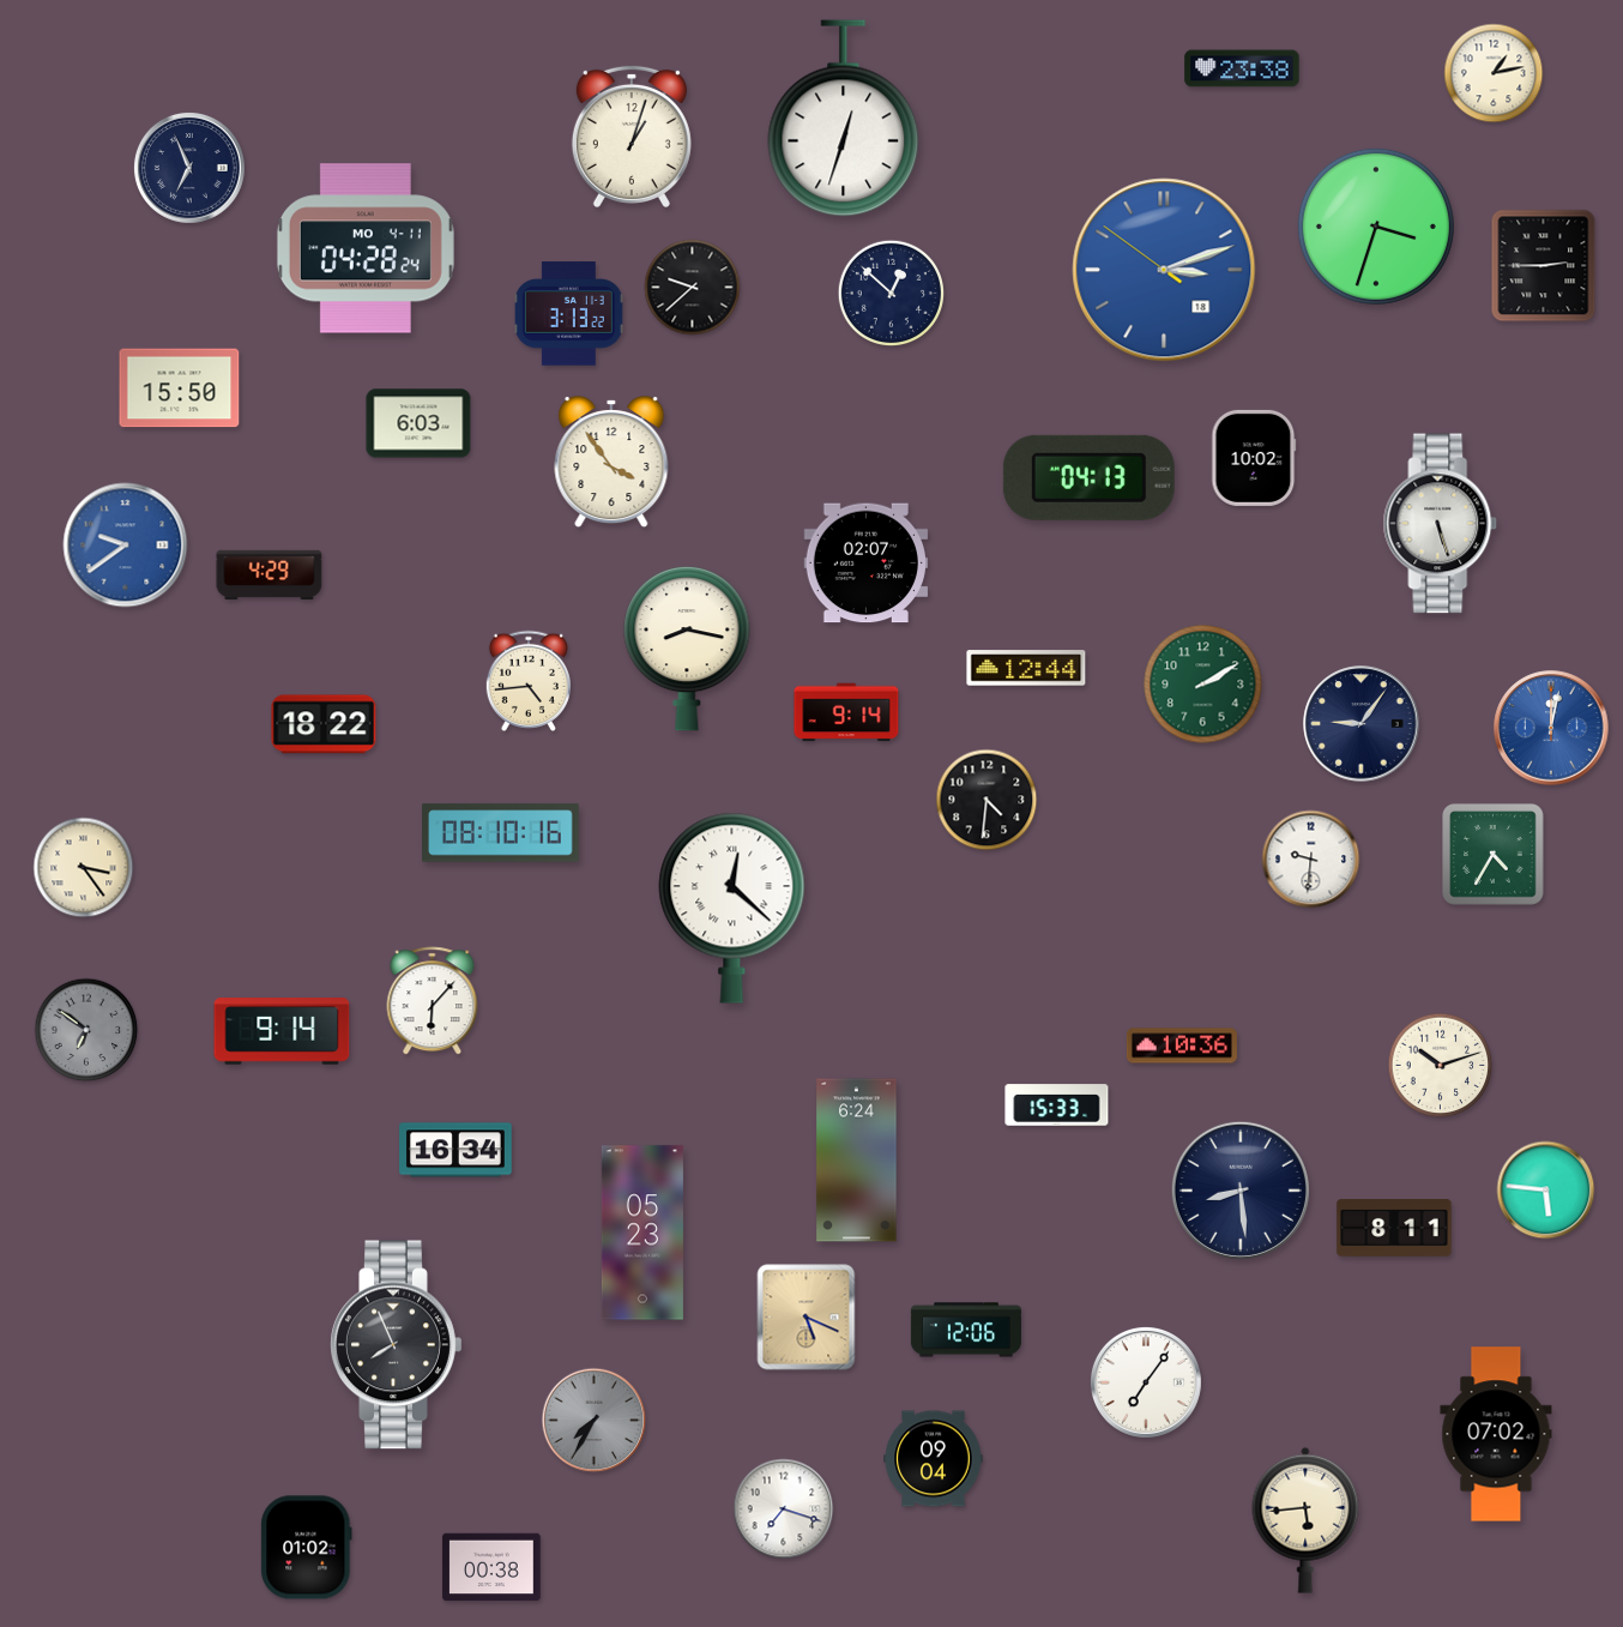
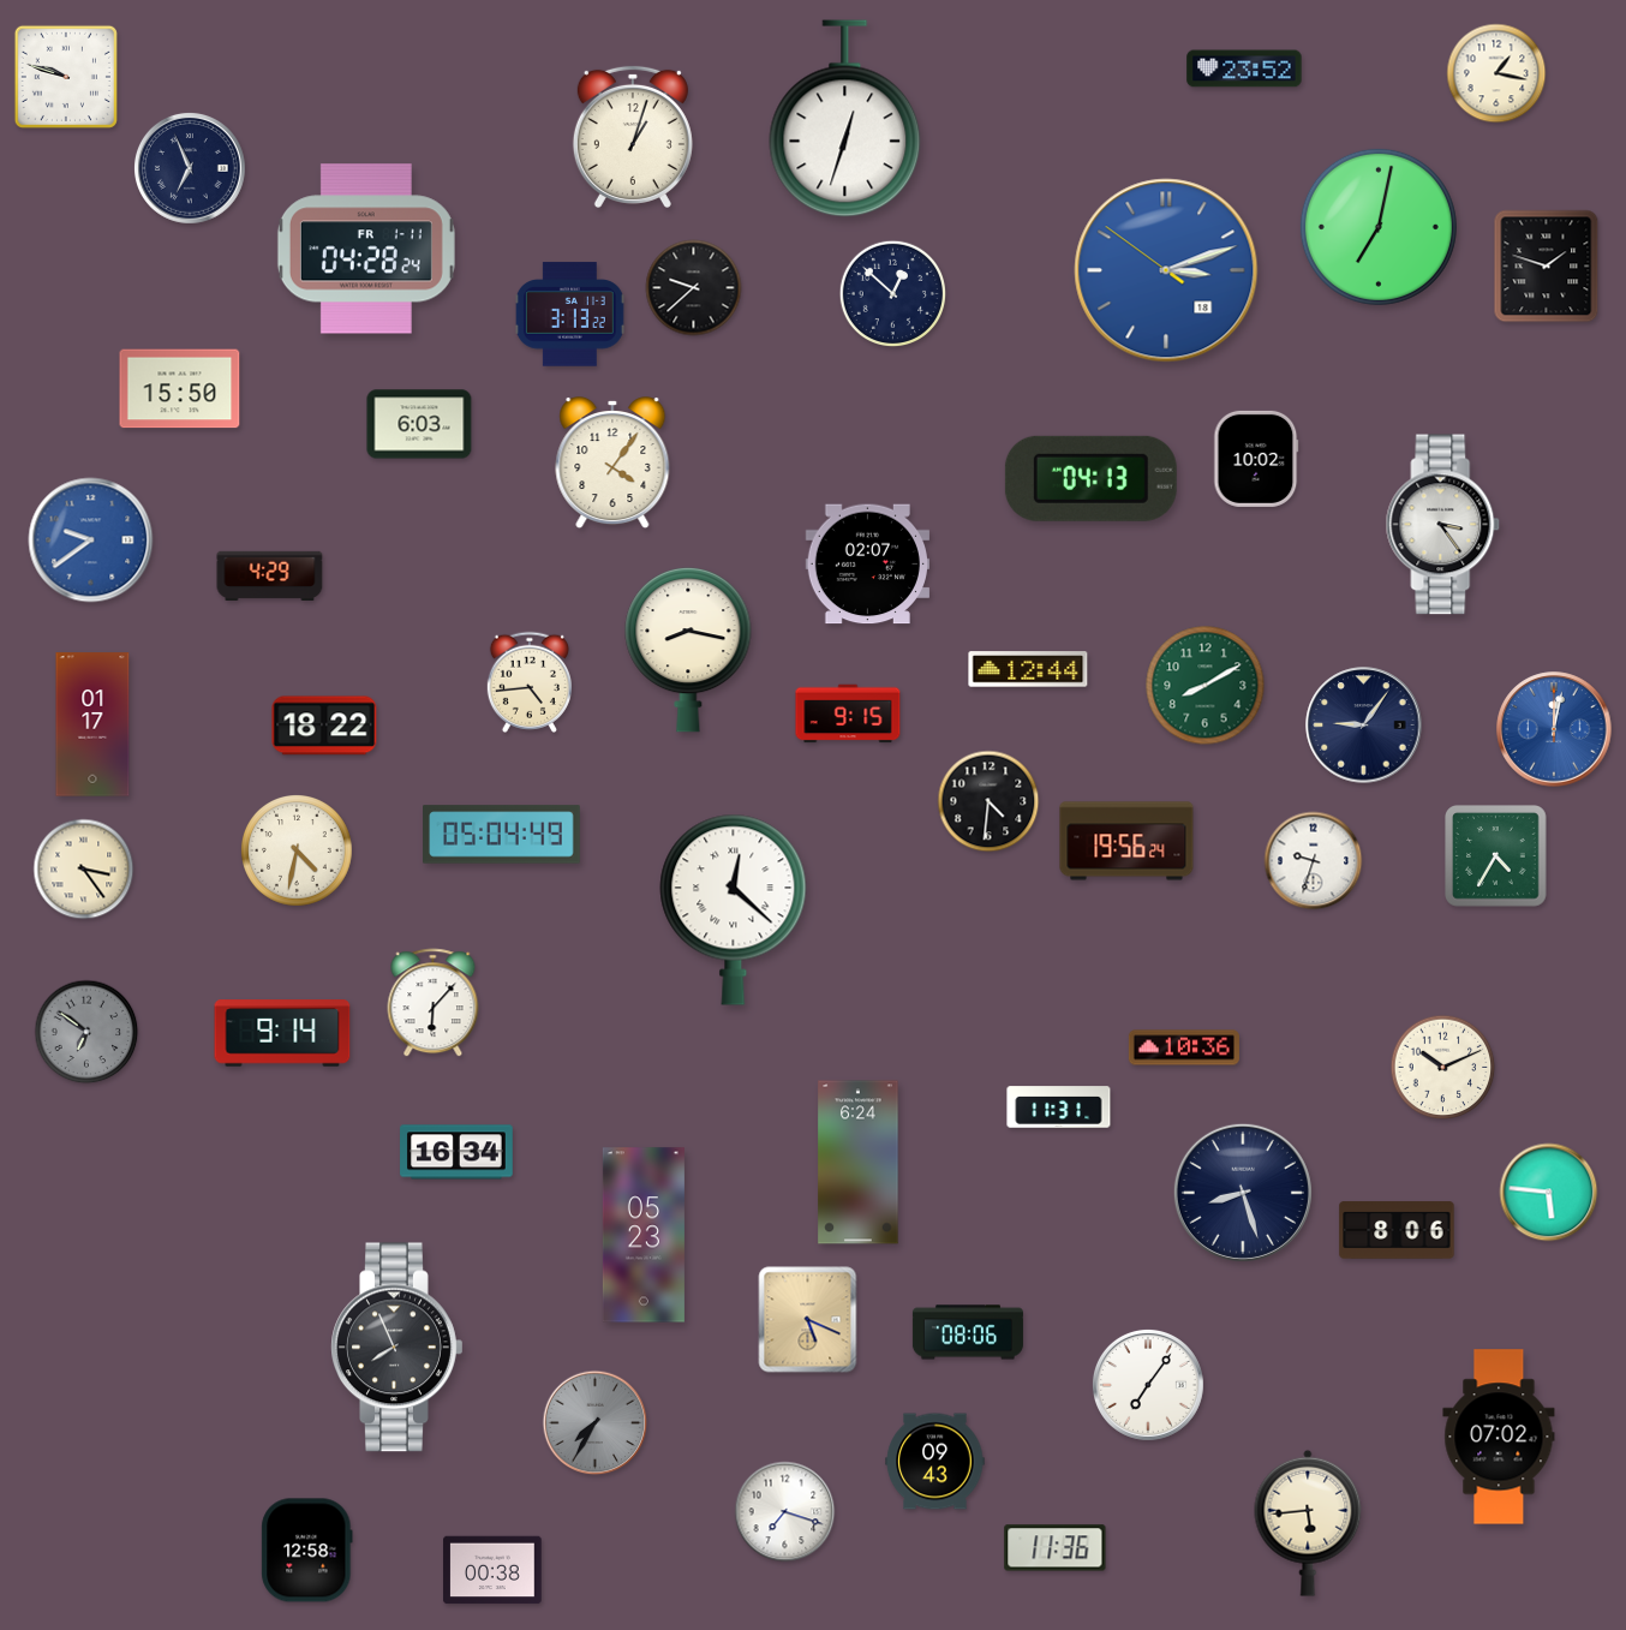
clock at (1242, 68): 23:38 -> 23:52
clock at (1494, 73): 1:13 -> 1:17
clock at (66, 77): none -> 9:48
clock at (1376, 227): 3:33 -> 7:02
clock at (366, 248) date: MO 4-11 -> FR 1-11
clock at (1544, 266): 2:45 -> 1:48
clock at (611, 463): 3:54 -> 4:06
clock at (1441, 524): 5:27 -> 3:24
clock at (126, 546) position: (126, 546) -> (91, 541)
clock at (1203, 685): 2:10 -> 8:10
clock at (846, 712): 9:14 -> 9:15
clock at (92, 724): none -> 01:17
clock at (501, 833): 08:10 -> 05:04
clock at (1126, 841): none -> 19:56
clock at (298, 852): none -> 4:32
clock at (1311, 860): 9:31 -> 9:33
clock at (1441, 1066): 10:12 -> 10:11
clock at (1057, 1105): 15:33 -> 11:31
clock at (1241, 1191): 8:29 -> 8:27
clock at (1394, 1228): 8:11 -> 8:06
clock at (966, 1330): 12:06 -> 08:06
clock at (934, 1459): 09:04 -> 09:43
clock at (1056, 1548): none -> 11:36
clock at (307, 1548): 01:02 -> 12:58
